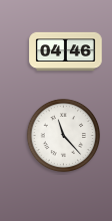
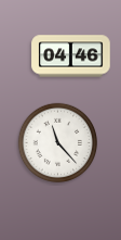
clock at (64, 136) position: (64, 136) -> (58, 143)
